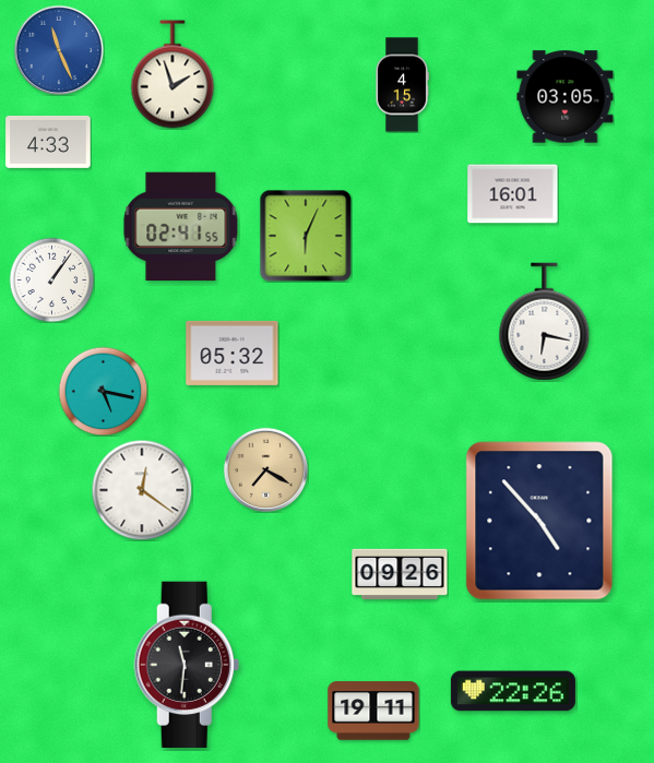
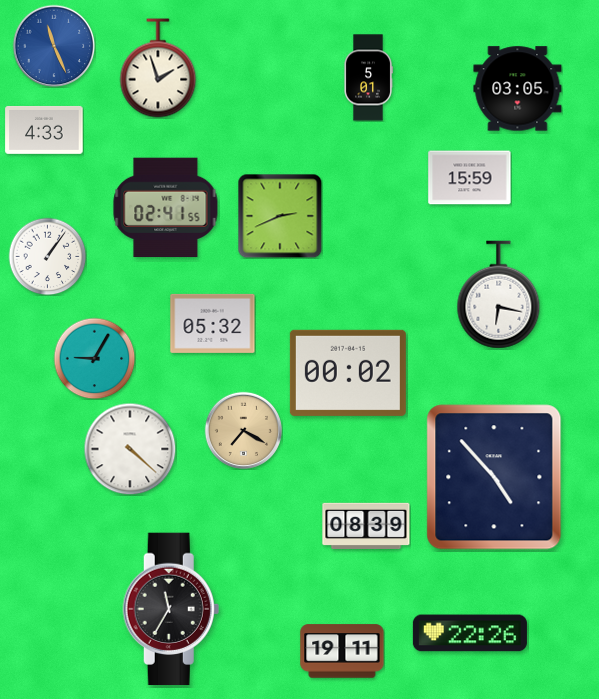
clock at (402, 85): 4:15 -> 5:01
clock at (513, 194): 16:01 -> 15:59
clock at (306, 236): 6:04 -> 2:41
clock at (103, 391): 5:17 -> 9:05
clock at (348, 373): none -> 00:02
clock at (142, 490): 12:21 -> 4:22
clock at (400, 573): 09:26 -> 08:39
clock at (187, 665): 11:31 -> 11:35
